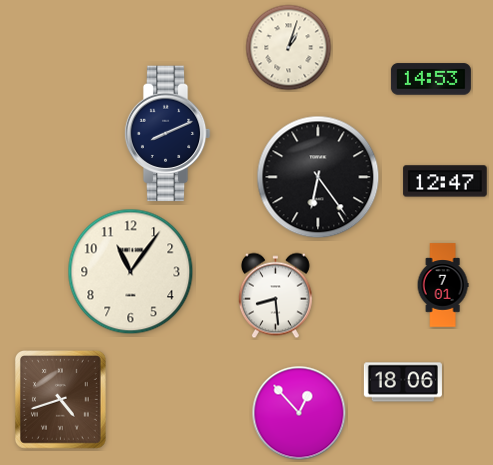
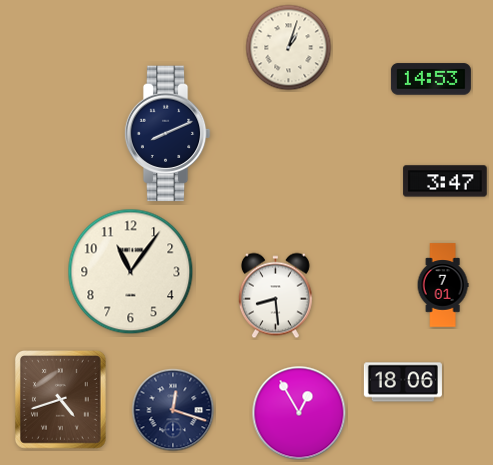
clock at (318, 177): 6:24 -> none
clock at (445, 181): 12:47 -> 3:47
clock at (173, 410): none -> 12:18
clock at (299, 413): 12:53 -> 12:55
